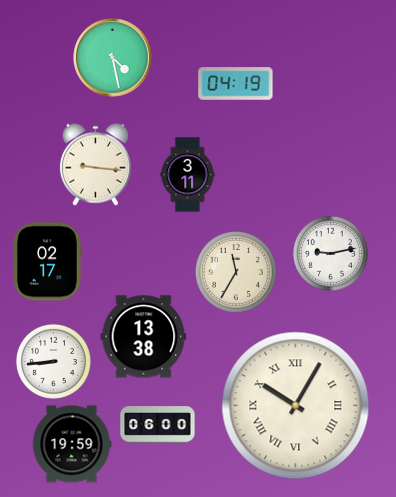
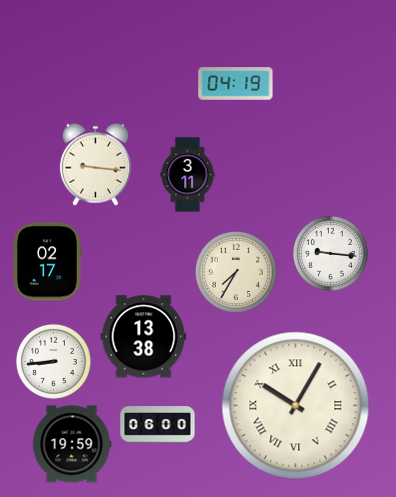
clock at (113, 58): 4:28 -> none
clock at (330, 253): 9:13 -> 9:16
clock at (236, 272): 11:35 -> 7:35
